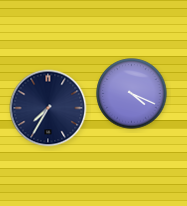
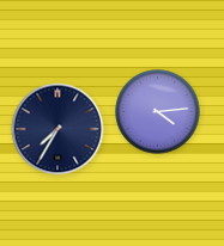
clock at (132, 94): 4:19 -> 4:14
